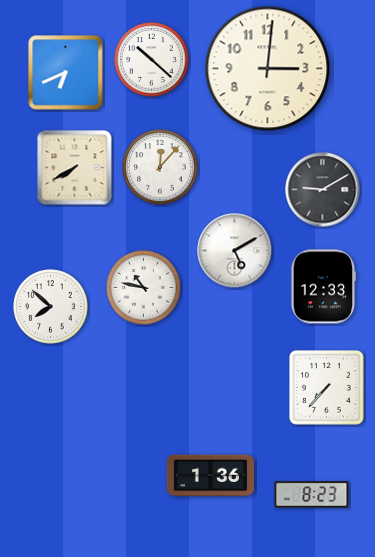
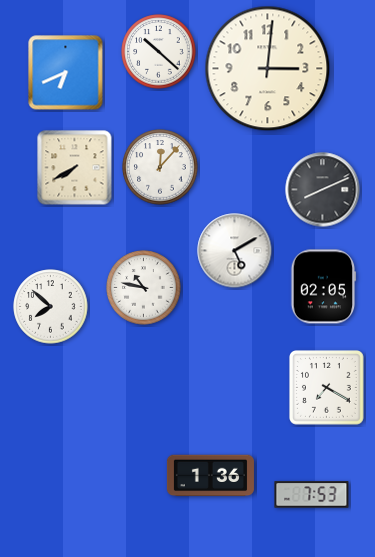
clock at (152, 60) position: (152, 60) -> (159, 52)
clock at (323, 190): 9:10 -> 8:11
clock at (323, 287): 12:33 -> 02:05
clock at (327, 388): 7:37 -> 7:20
clock at (312, 495): 8:23 -> 7:53
